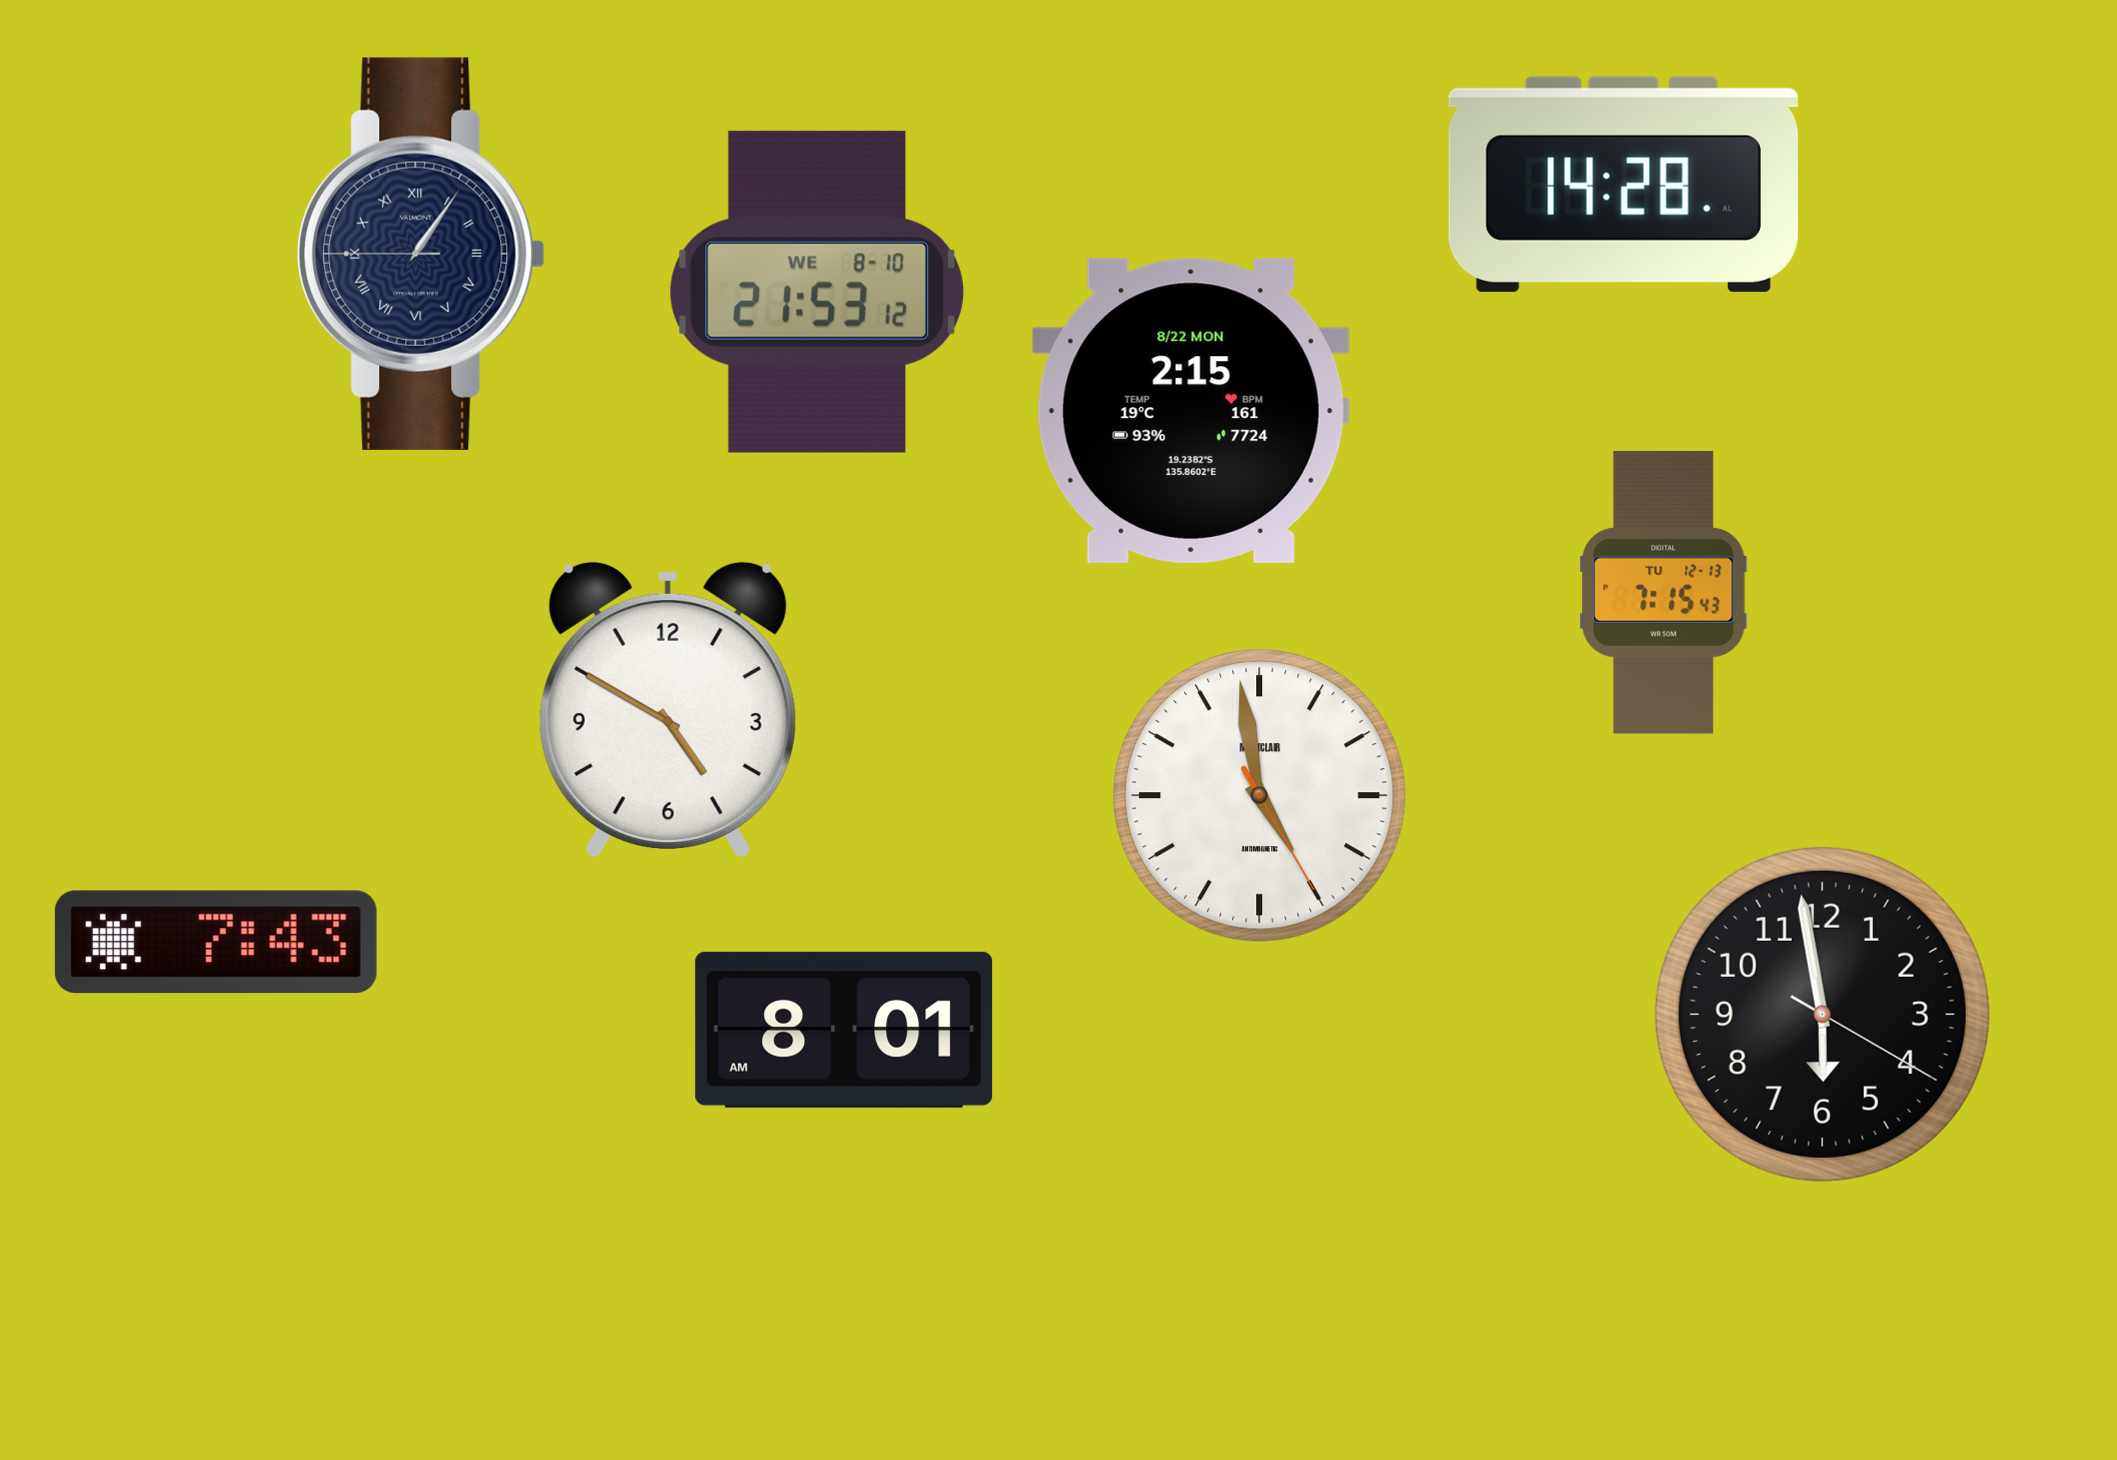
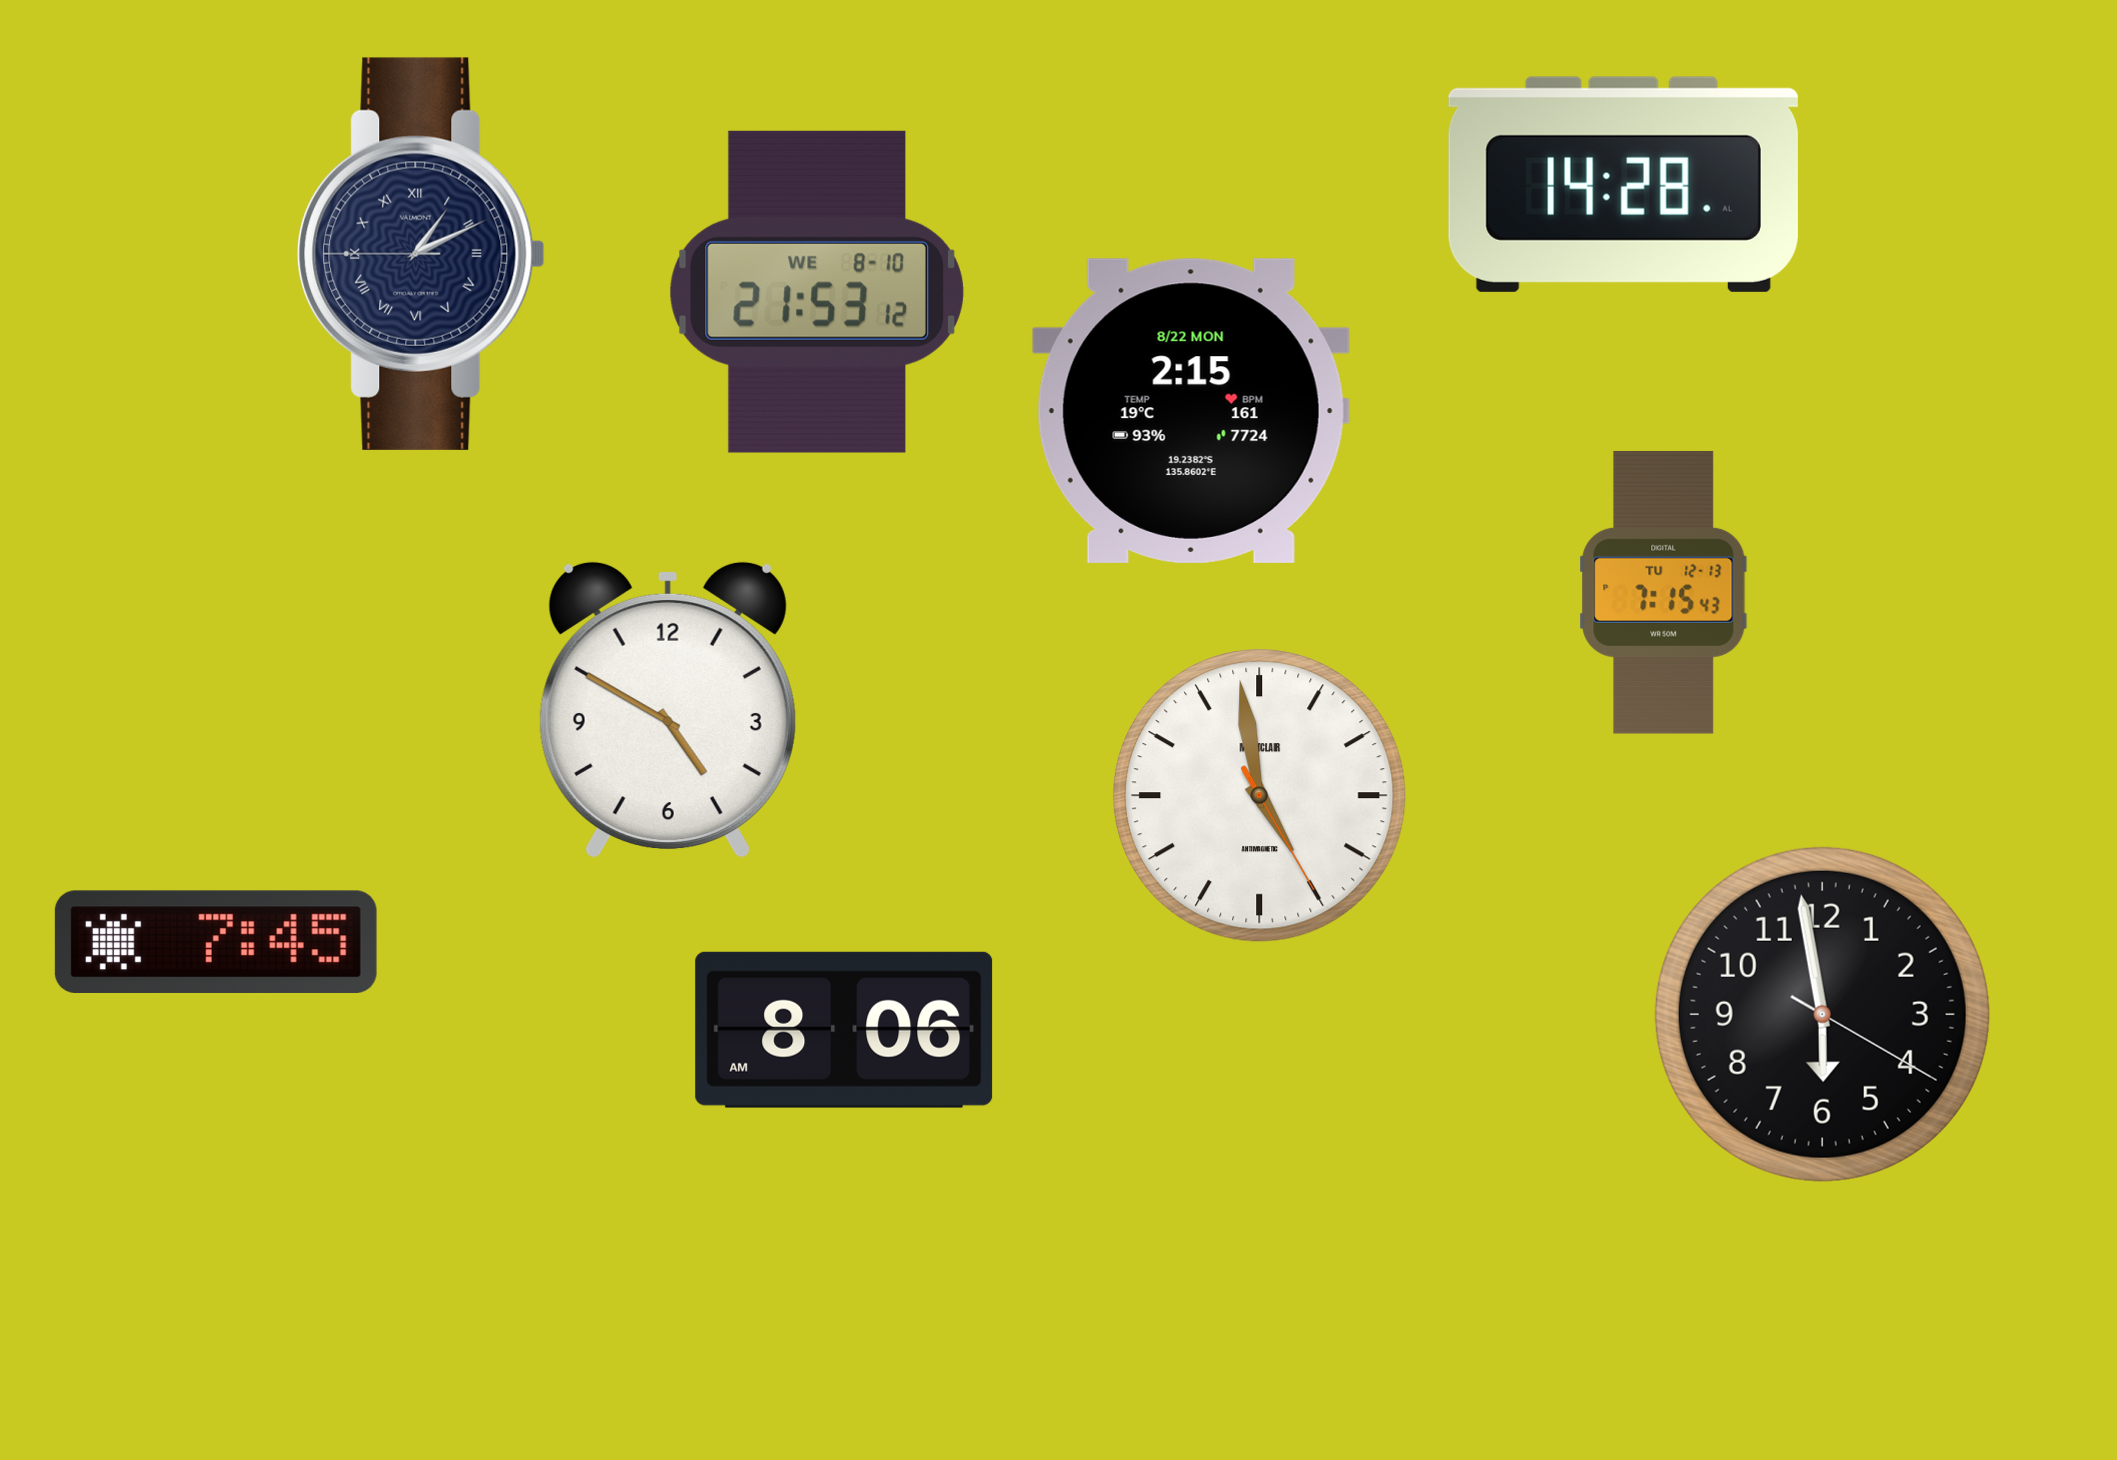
clock at (421, 254): 1:05 -> 1:10
clock at (216, 942): 7:43 -> 7:45
clock at (844, 1030): 8:01 -> 8:06
